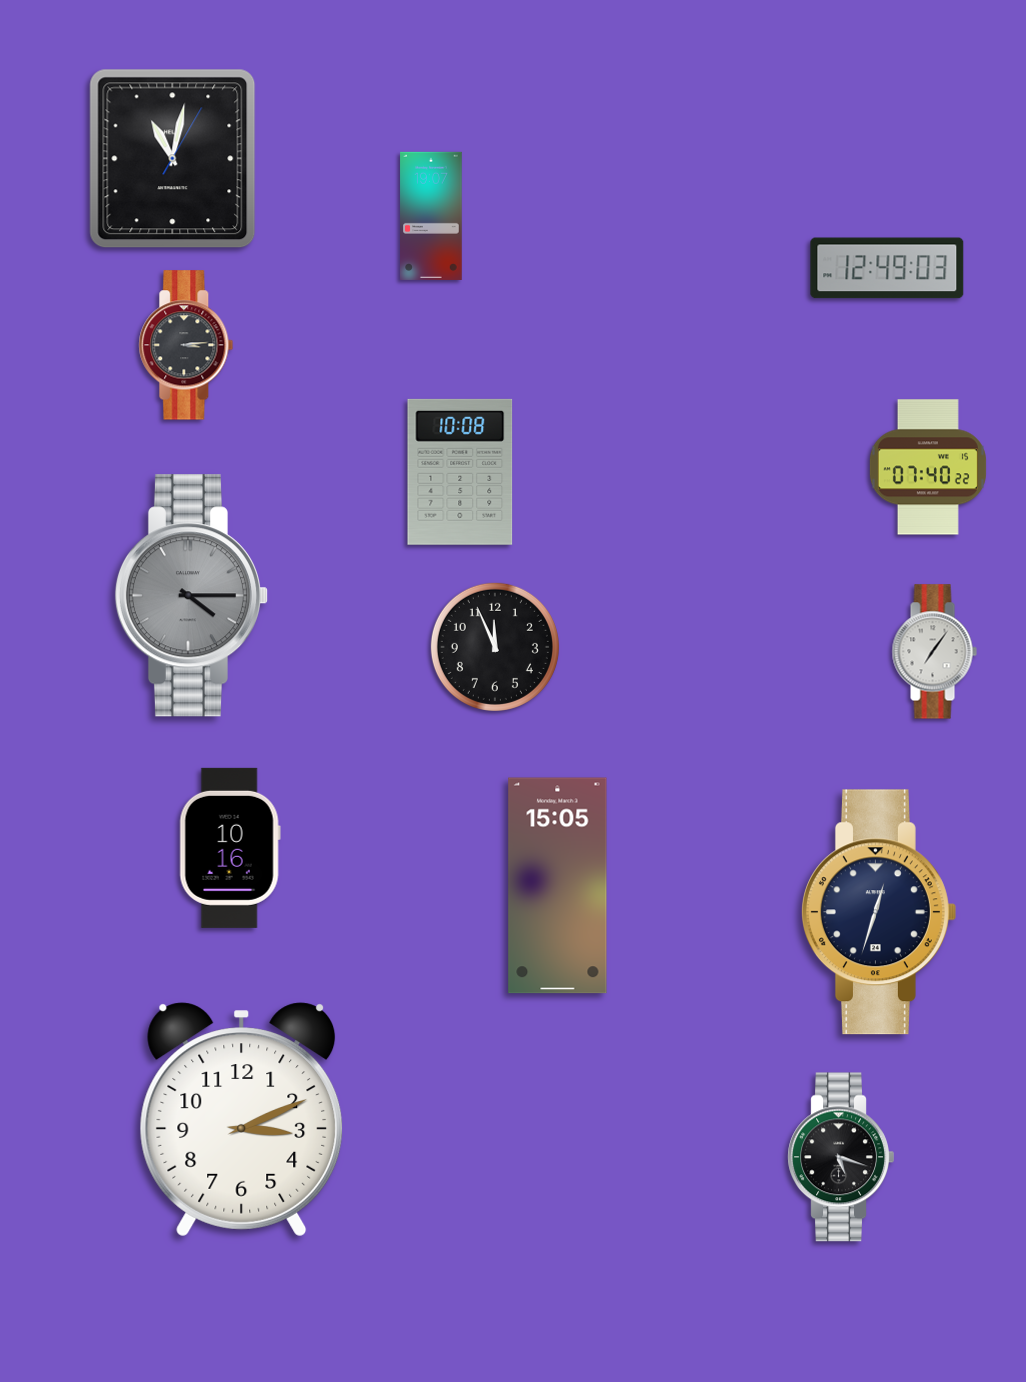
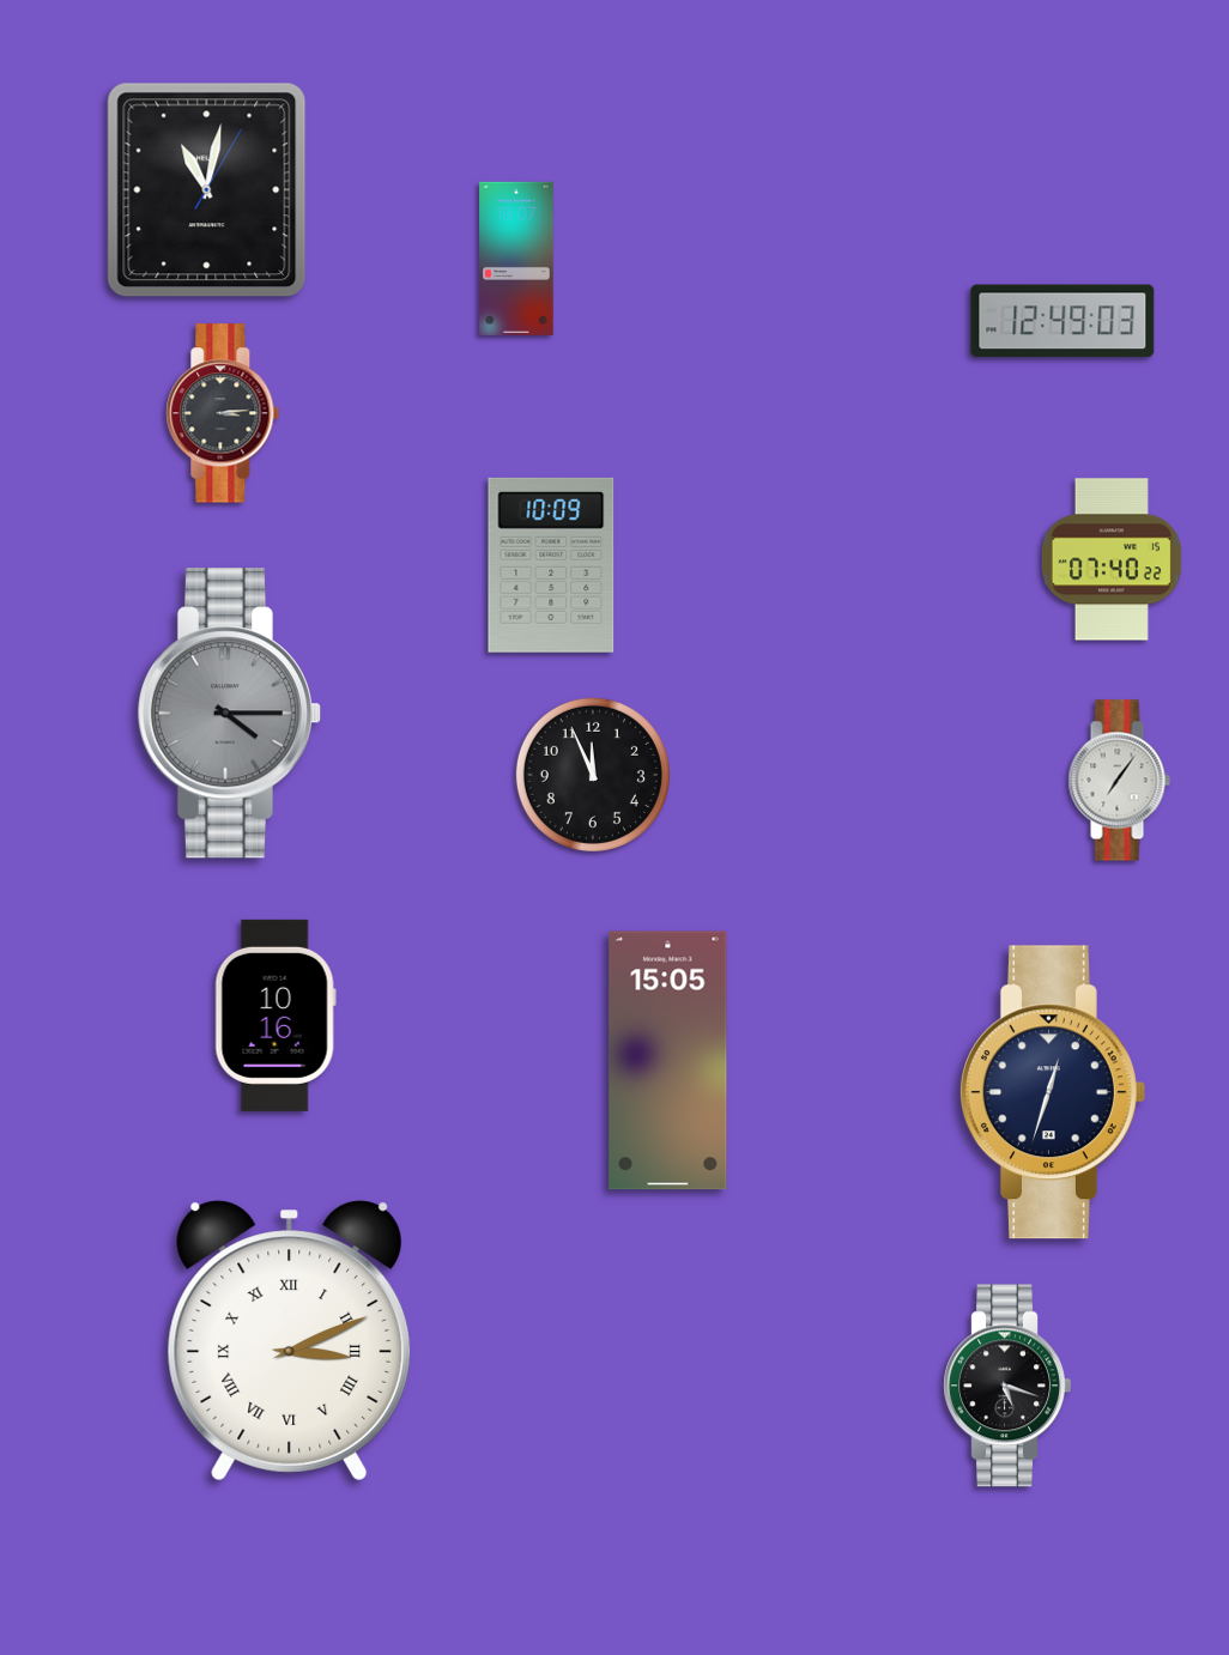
clock at (460, 472): 10:08 -> 10:09
clock at (242, 1120) numerals: Arabic -> Roman
